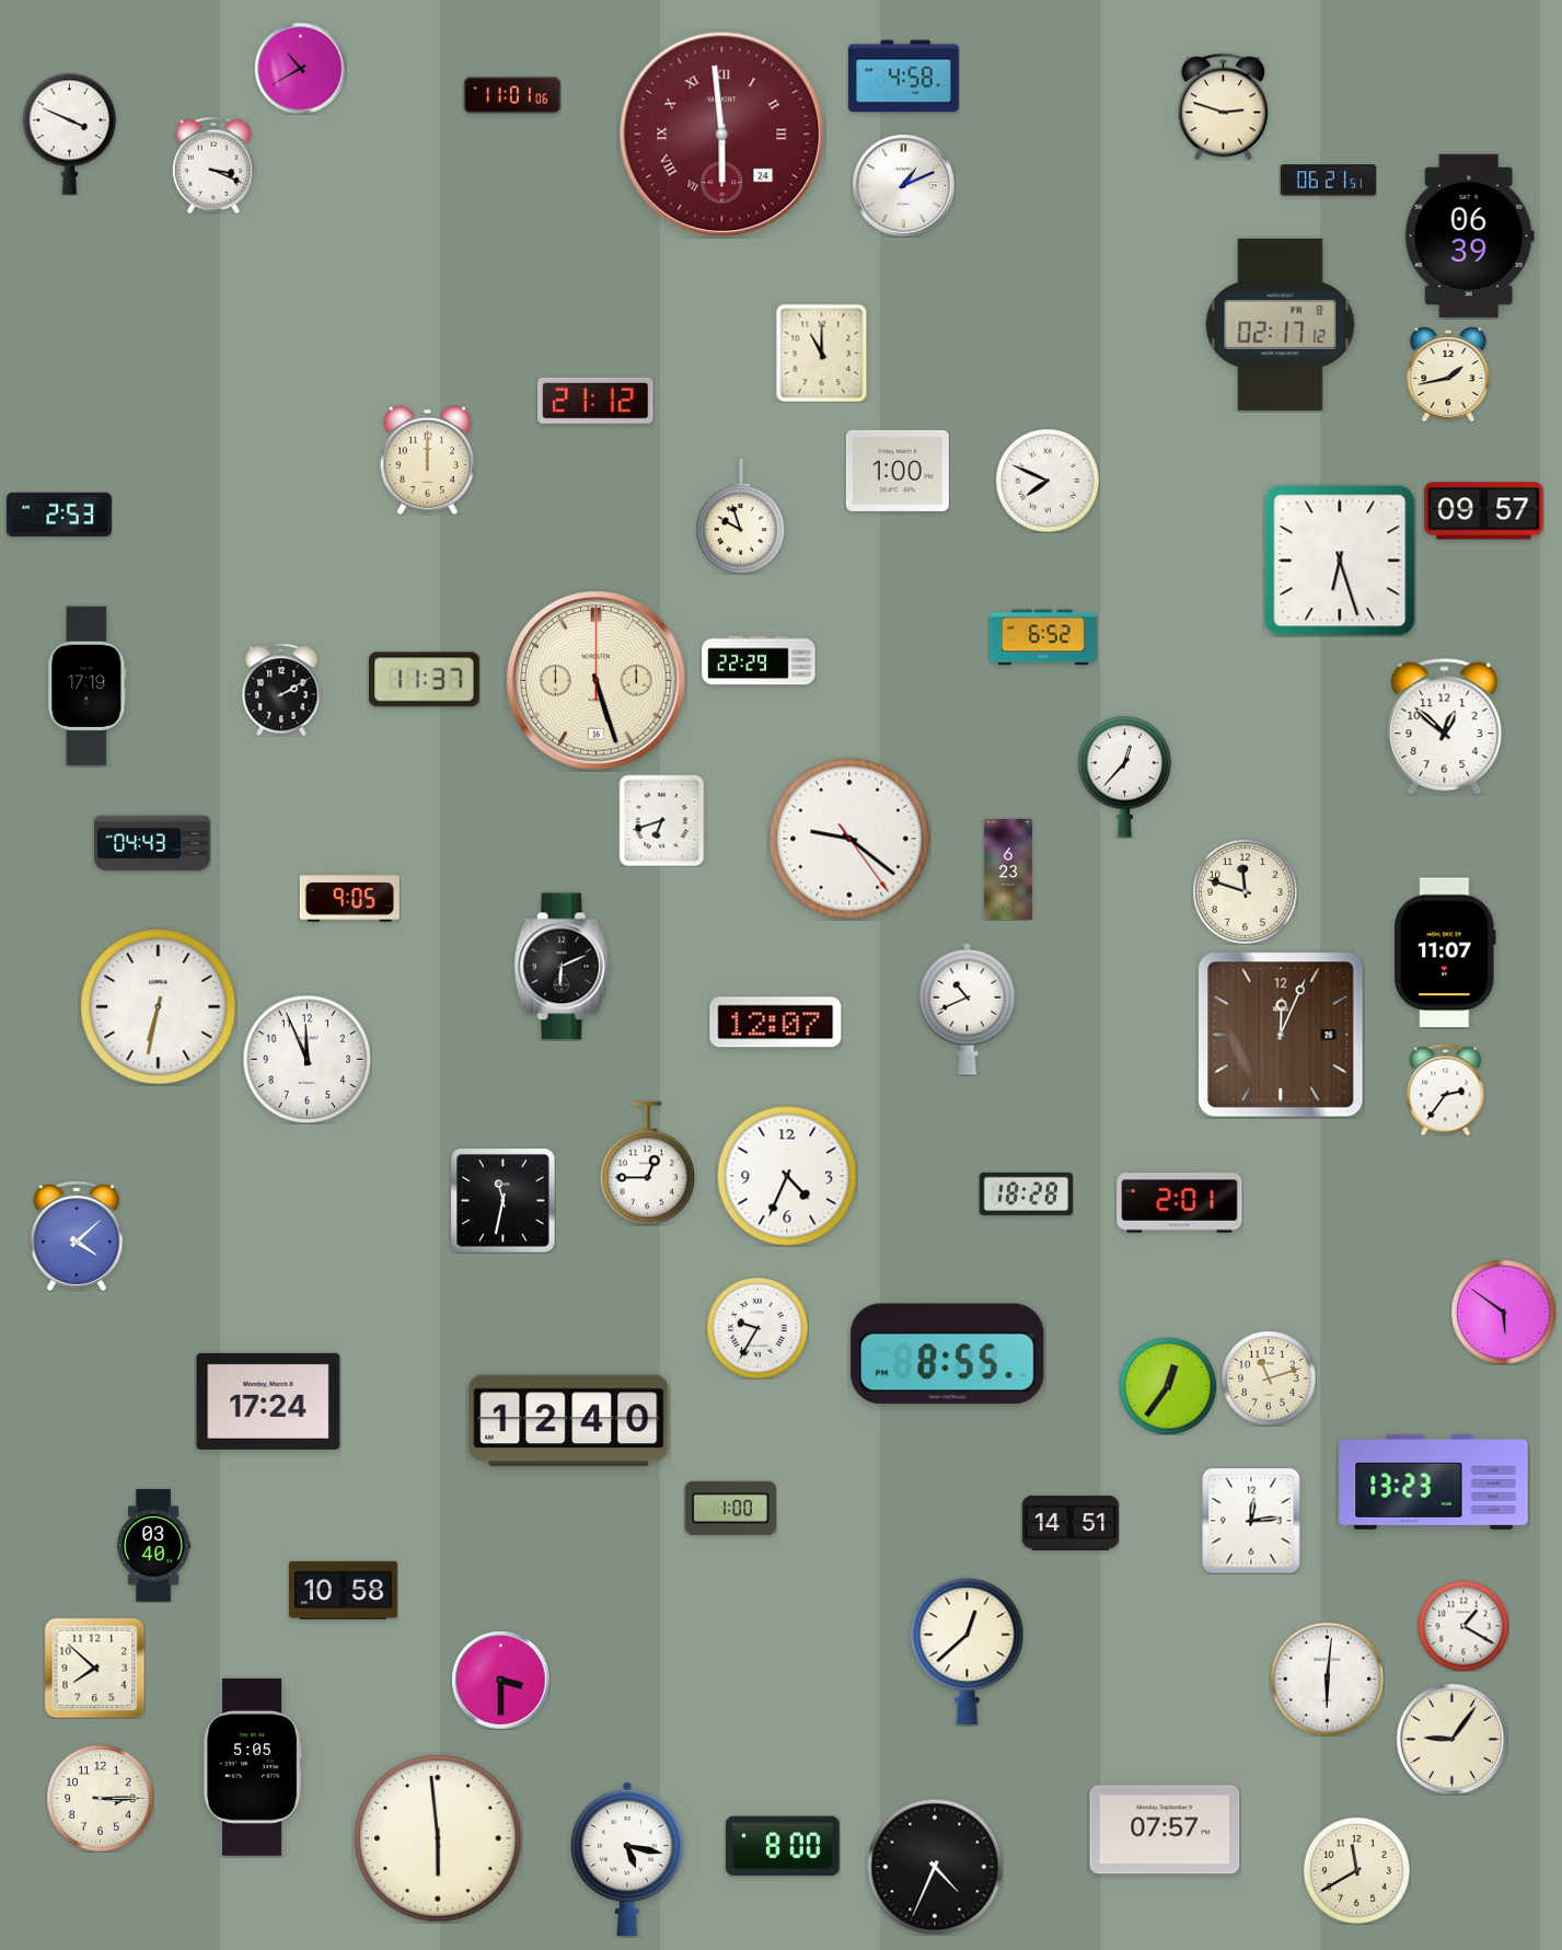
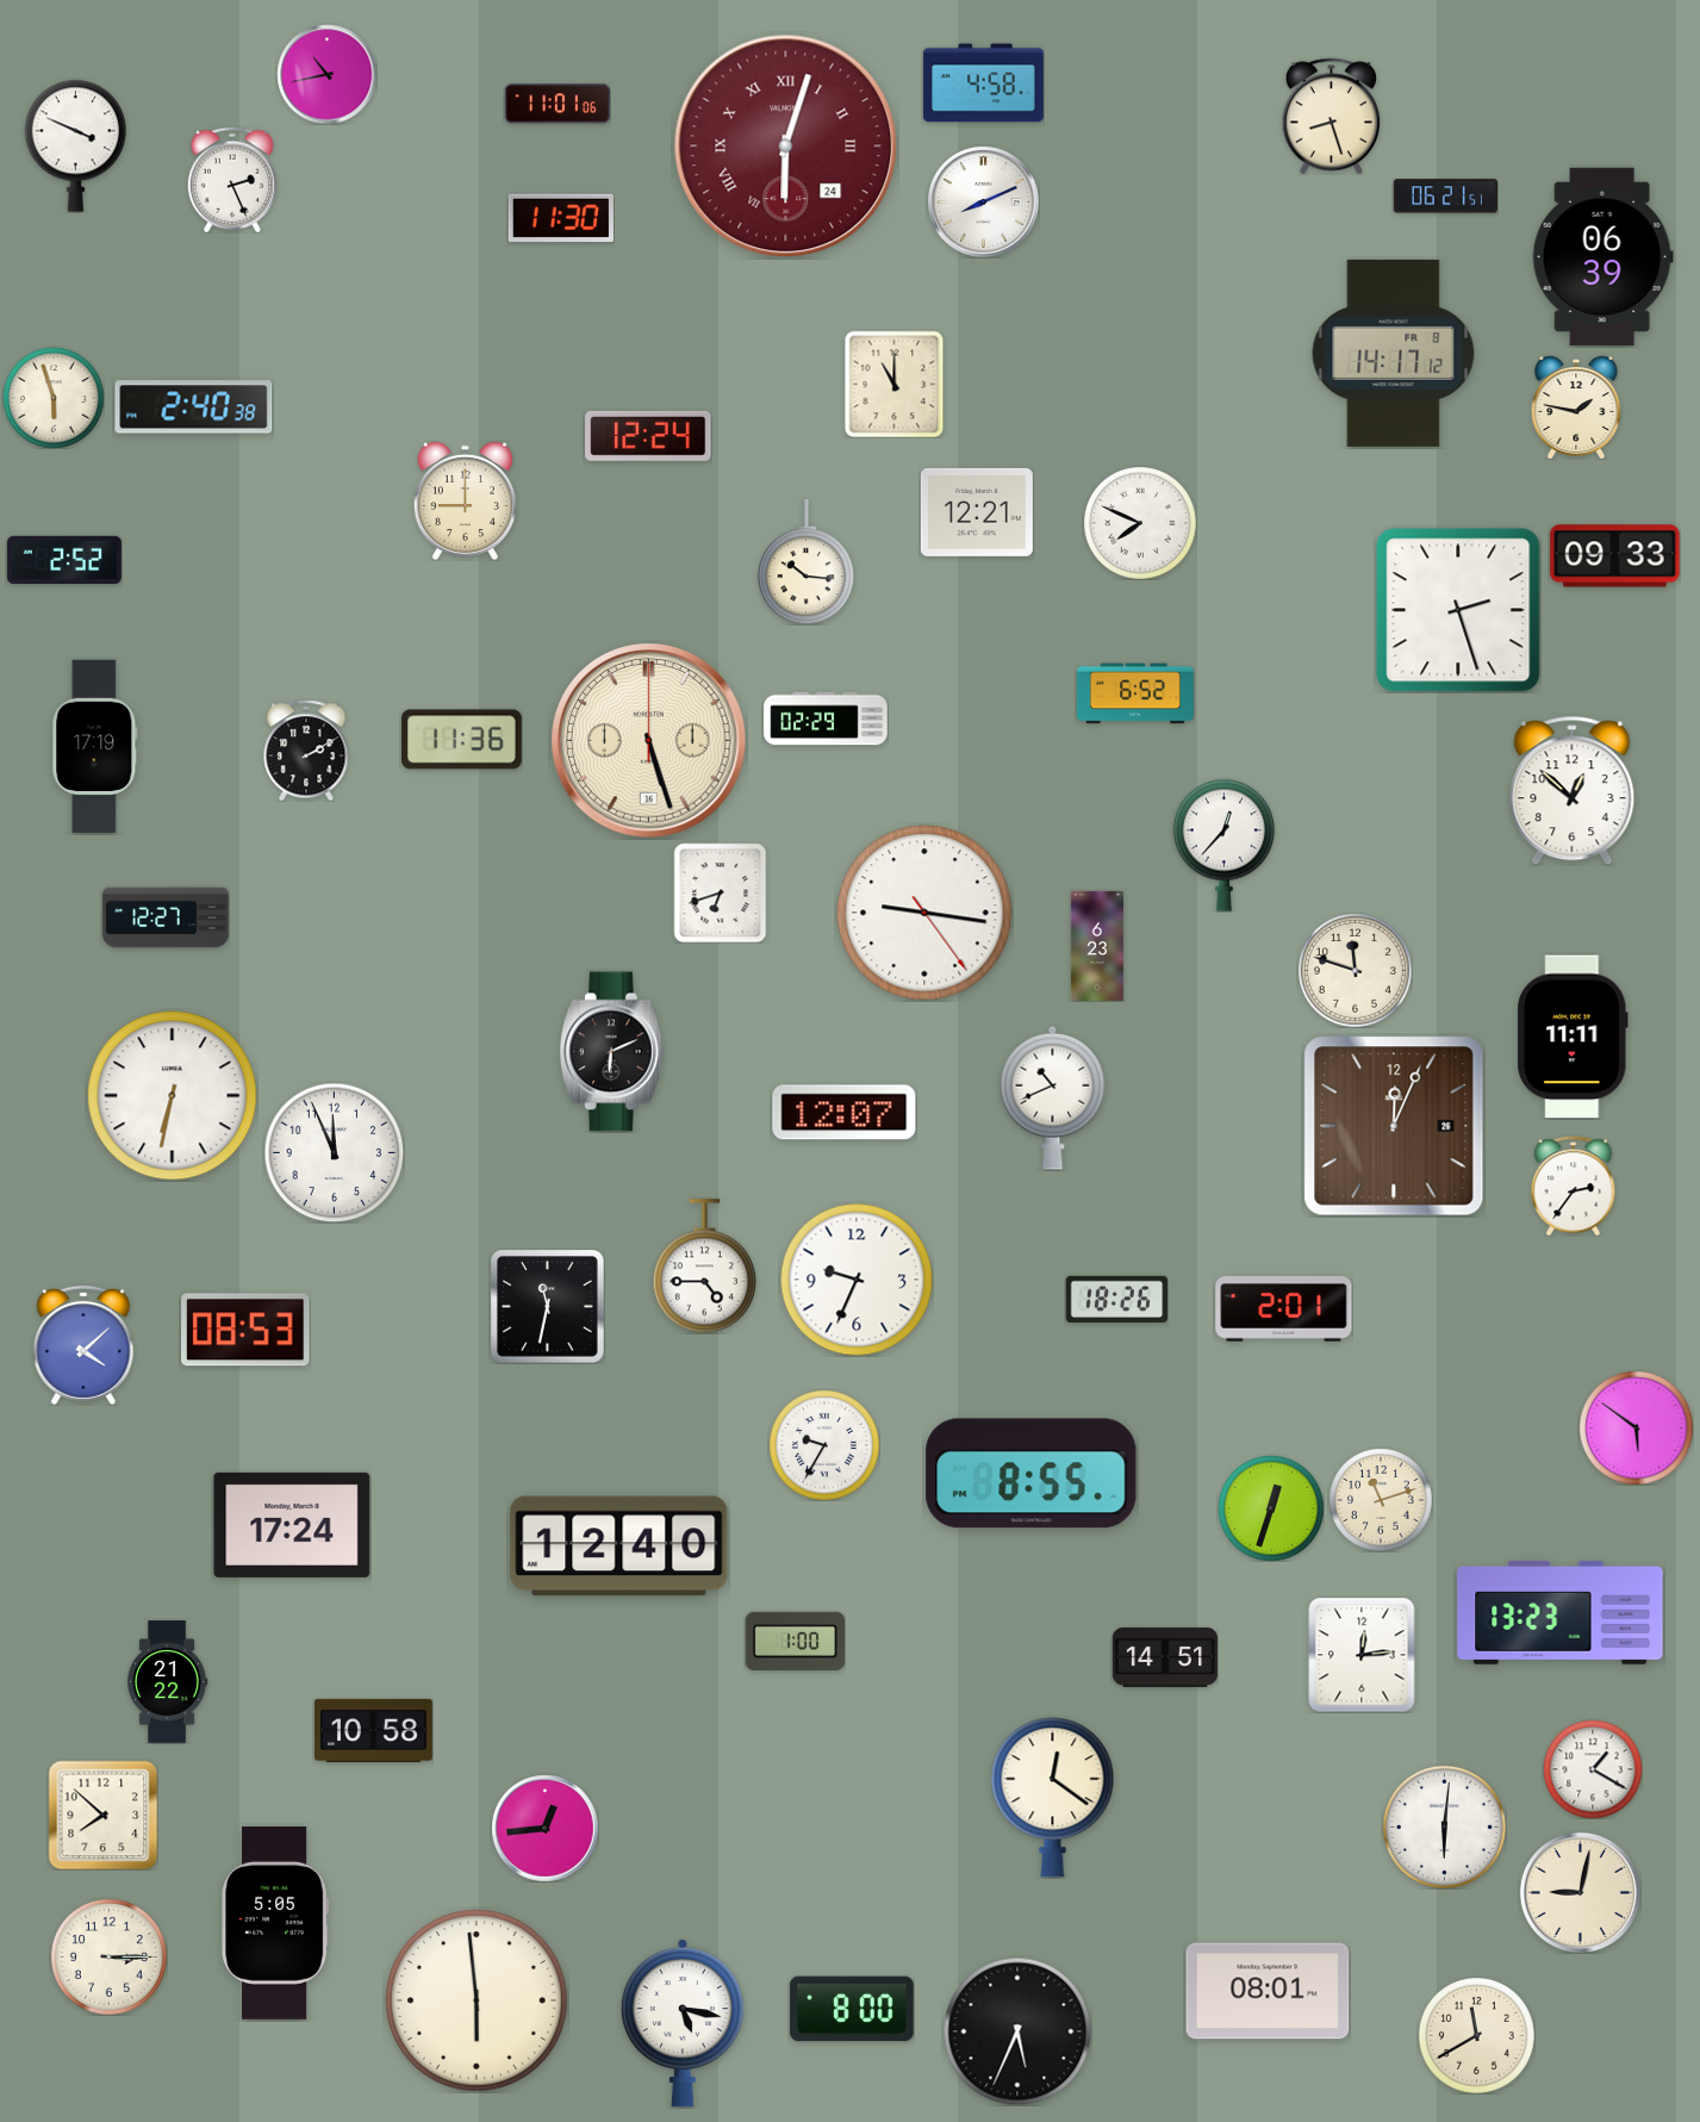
clock at (300, 68): 10:40 -> 10:43
clock at (1223, 106): 2:48 -> 8:27
clock at (722, 135): 5:59 -> 6:03
clock at (213, 165): 3:19 -> 2:26
clock at (903, 185): 1:11 -> 8:11
clock at (561, 218): none -> 11:30
clock at (1469, 235) position: (1469, 235) -> (1602, 256)
clock at (1281, 324): 02:17 -> 14:17
clock at (54, 398): none -> 5:57
clock at (194, 407): none -> 2:40
clock at (1448, 374): 1:43 -> 1:47
clock at (595, 401): 21:12 -> 12:24
clock at (427, 460): 12:00 -> 9:00
clock at (898, 471): 1:00 -> 12:21
clock at (1484, 511): 09:57 -> 09:33
clock at (59, 515): 2:53 -> 2:52
clock at (740, 517): 9:57 -> 10:16
clock at (1340, 561): 6:27 -> 2:27
clock at (759, 660): 22:29 -> 02:29
clock at (425, 680): 11:37 -> 11:36
clock at (849, 839): 9:21 -> 9:16
clock at (152, 843): 04:43 -> 12:27
clock at (349, 898): 9:05 -> none
clock at (1445, 953): 11:07 -> 11:11
clock at (648, 1164): 12:45 -> 4:45
clock at (787, 1176): 4:34 -> 9:34
clock at (1026, 1193): 18:28 -> 18:26
clock at (245, 1330): none -> 08:53
clock at (1168, 1386): 12:36 -> 12:33
clock at (153, 1546): 03:40 -> 21:22
clock at (968, 1652): 12:38 -> 12:21
clock at (500, 1680): 3:30 -> 12:44
clock at (1451, 1739): 9:06 -> 9:02
clock at (1165, 1830): 07:57 -> 08:01
clock at (935, 1867): 4:34 -> 5:34
